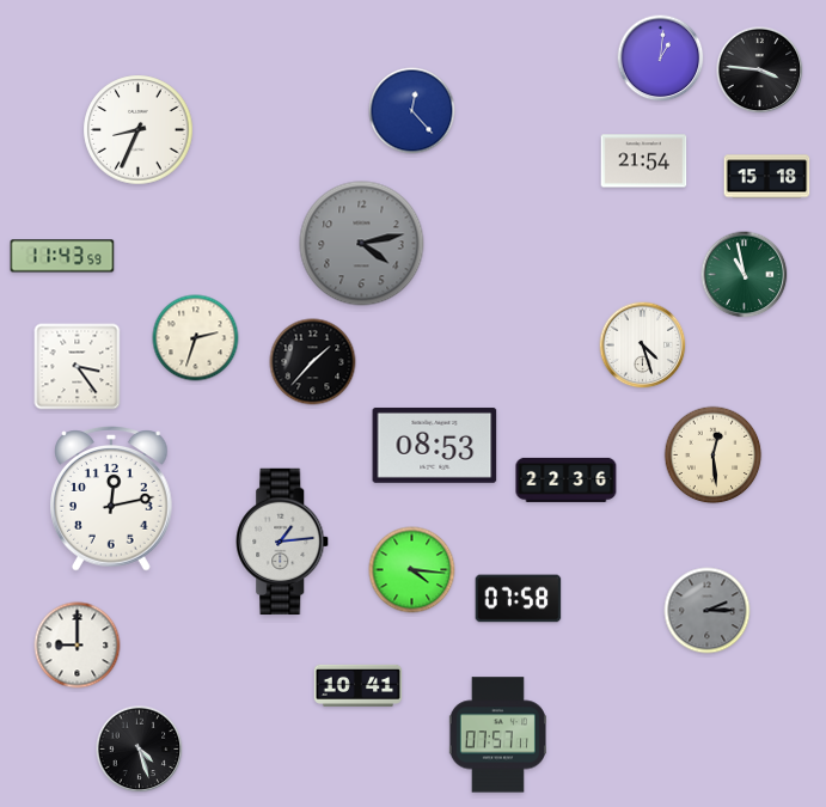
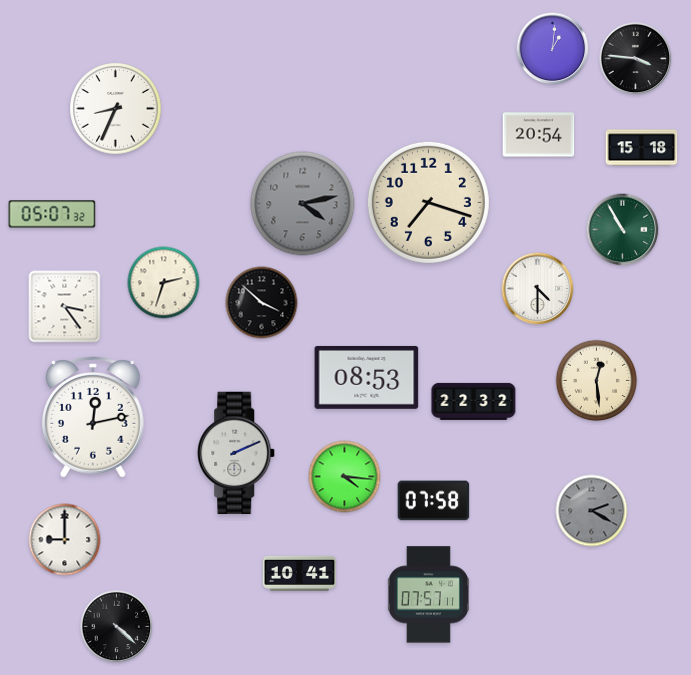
clock at (412, 111): 12:23 -> none
clock at (644, 161): 21:54 -> 20:54
clock at (428, 202): none -> 7:18
clock at (62, 256): 11:43 -> 05:07
clock at (745, 275): 10:58 -> 10:55
clock at (643, 346): 4:27 -> 4:30
clock at (313, 362): 1:37 -> 3:52
clock at (435, 445) position: (435, 445) -> (367, 377)
clock at (567, 479): 22:36 -> 22:32
clock at (283, 542): 1:14 -> 2:11
clock at (708, 611): 2:15 -> 2:20
clock at (497, 735) position: (497, 735) -> (428, 595)
clock at (140, 750): 4:27 -> 4:22
